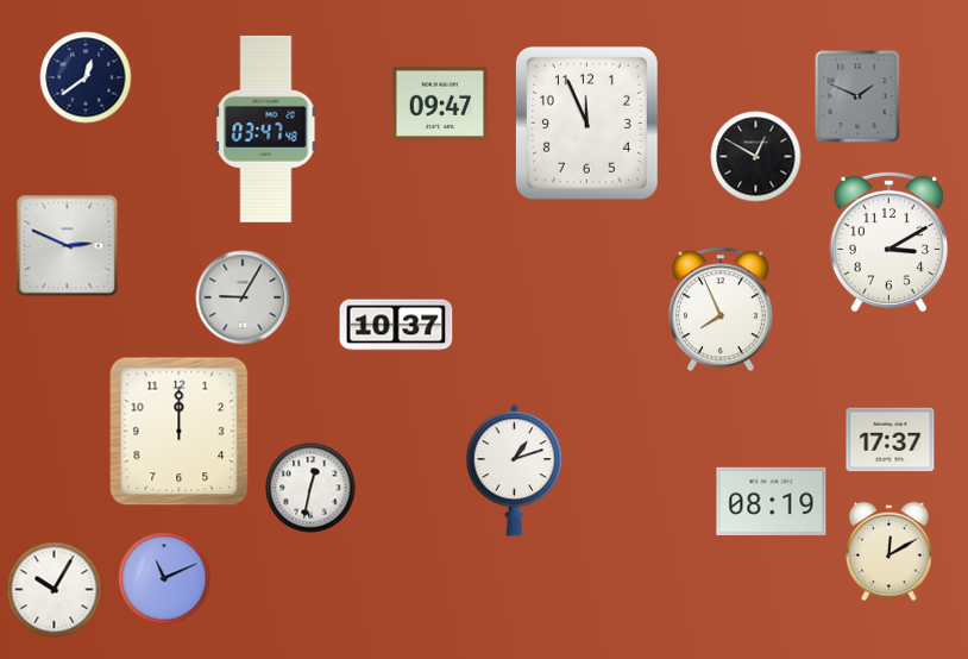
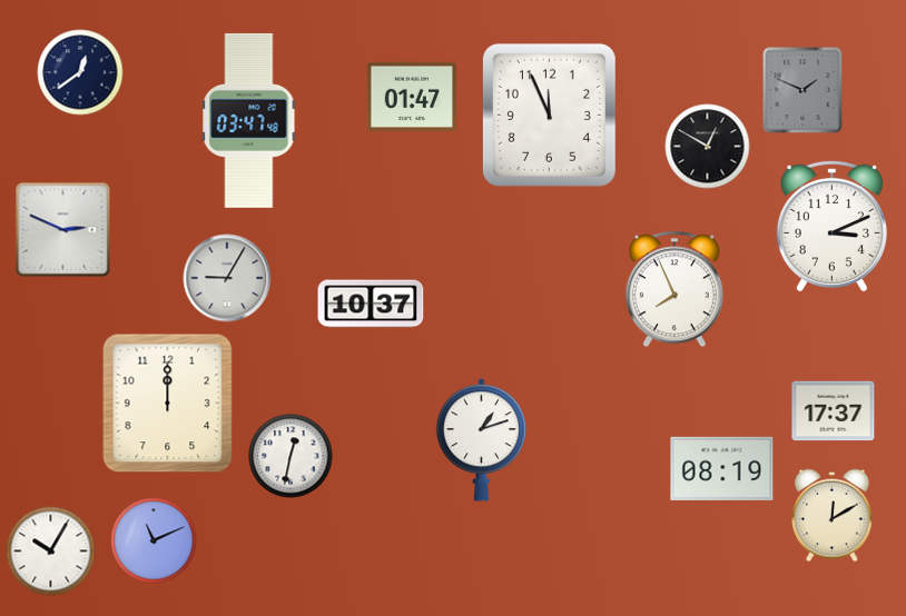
clock at (439, 102): 09:47 -> 01:47
clock at (888, 241): 3:10 -> 3:11
